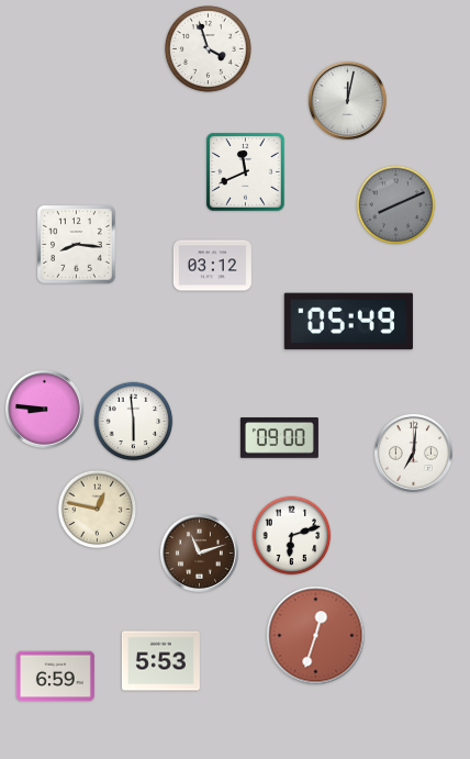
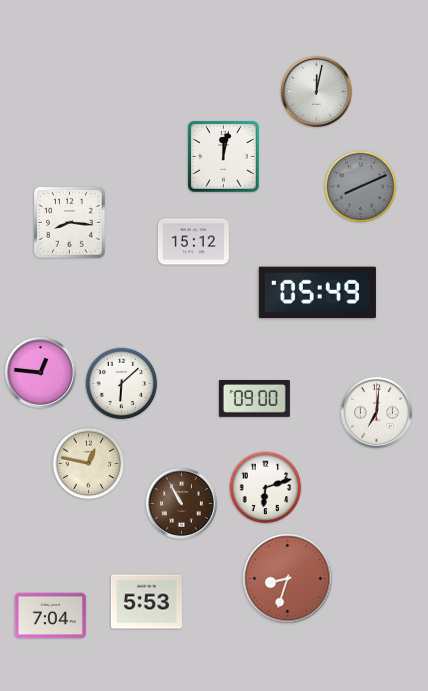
clock at (208, 48): 3:57 -> none
clock at (246, 172): 11:41 -> 12:02
clock at (212, 266): 03:12 -> 15:12
clock at (44, 409): 8:46 -> 12:46
clock at (134, 422): 5:59 -> 6:08
clock at (199, 552): 11:12 -> 10:55
clock at (316, 636): 12:33 -> 8:33
clock at (55, 677): 6:59 -> 7:04
